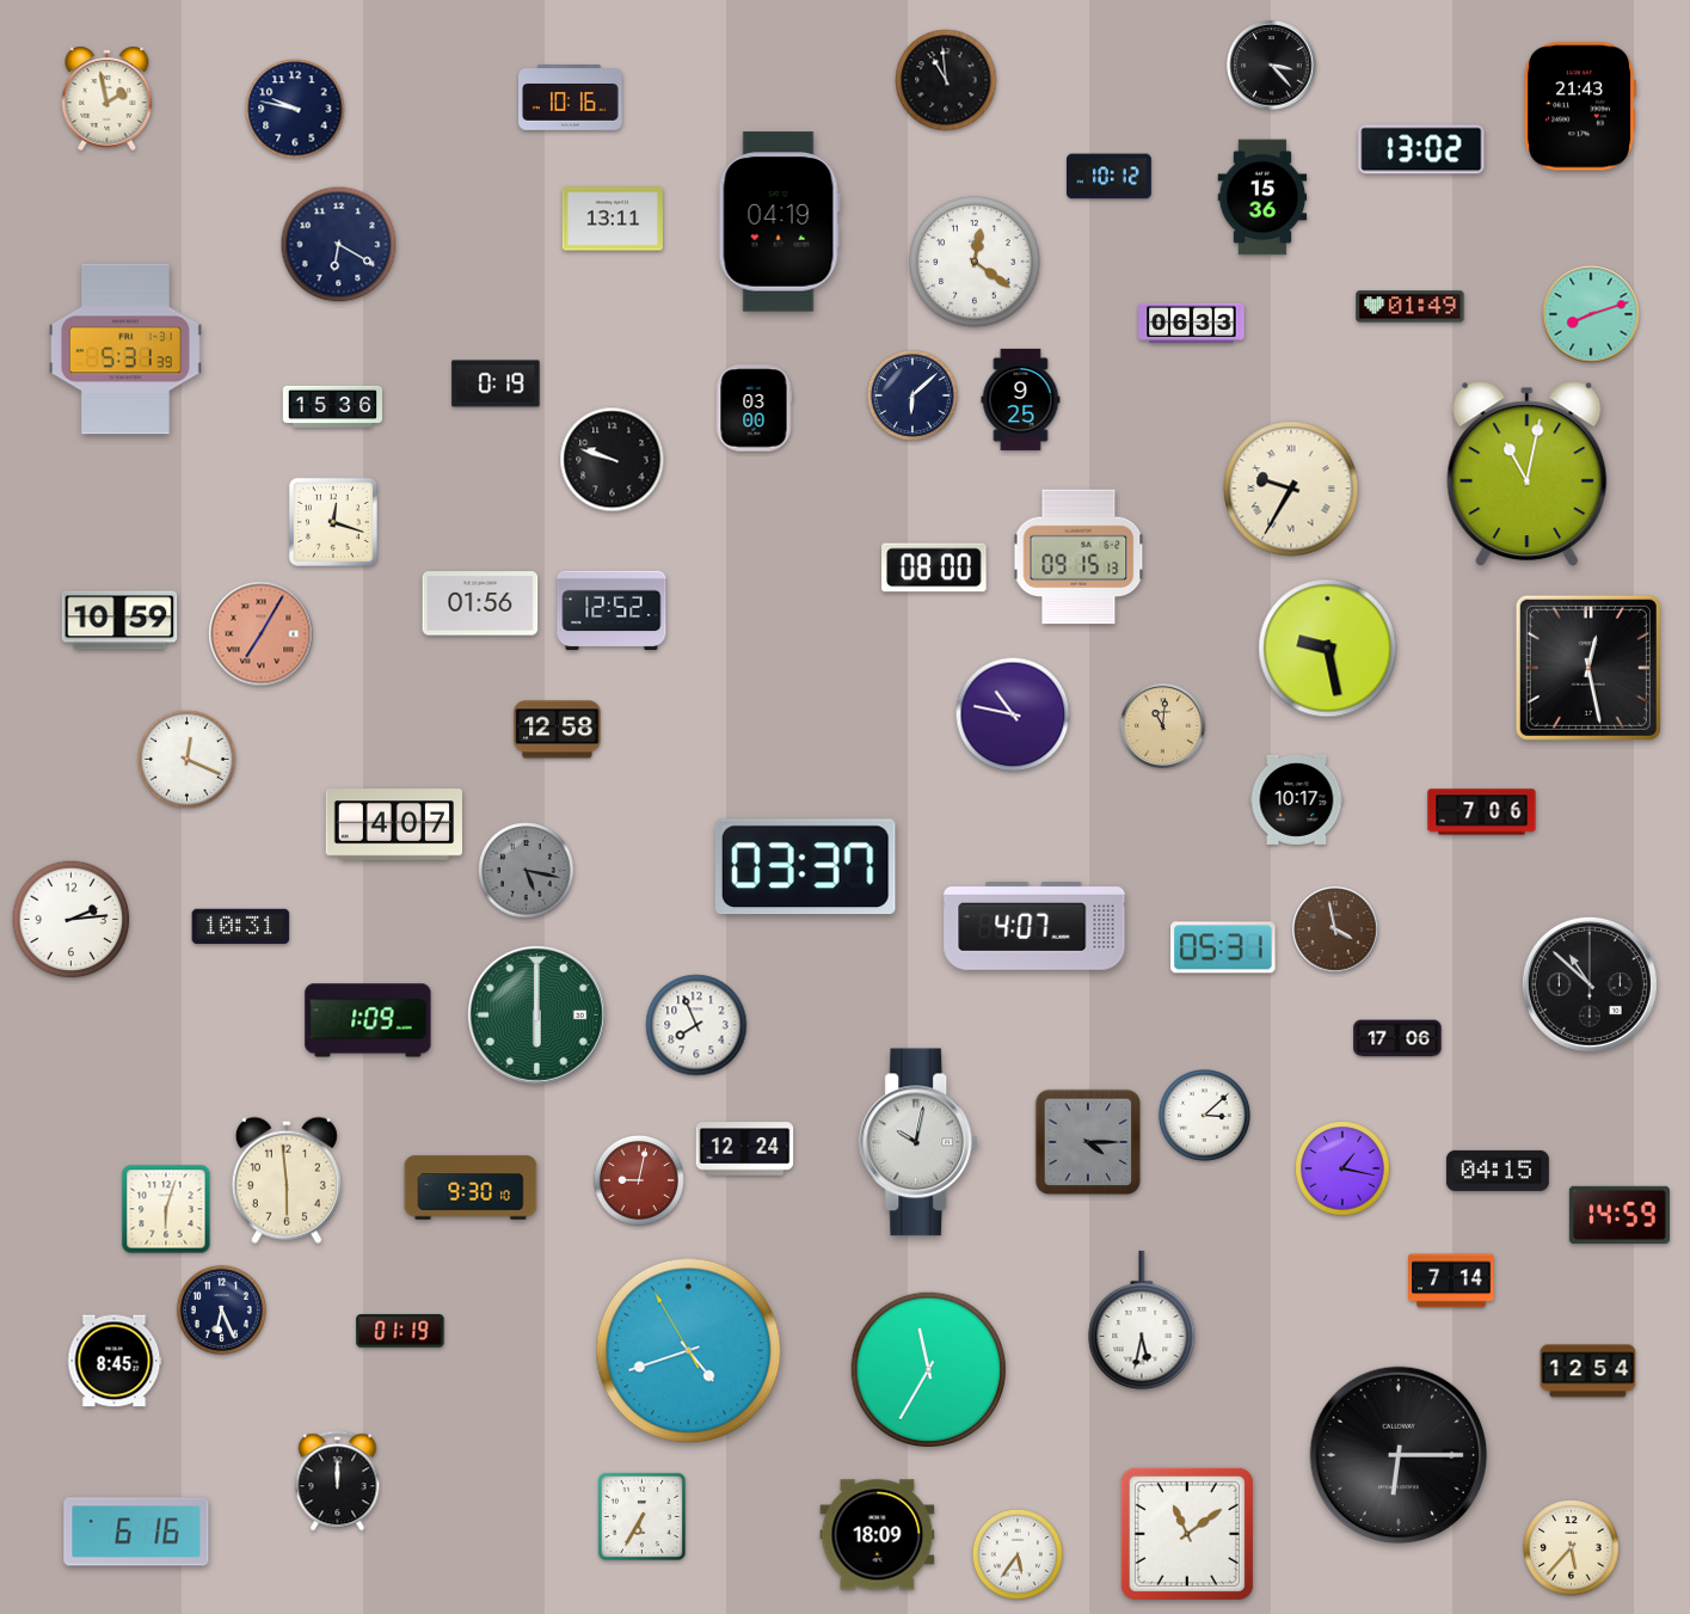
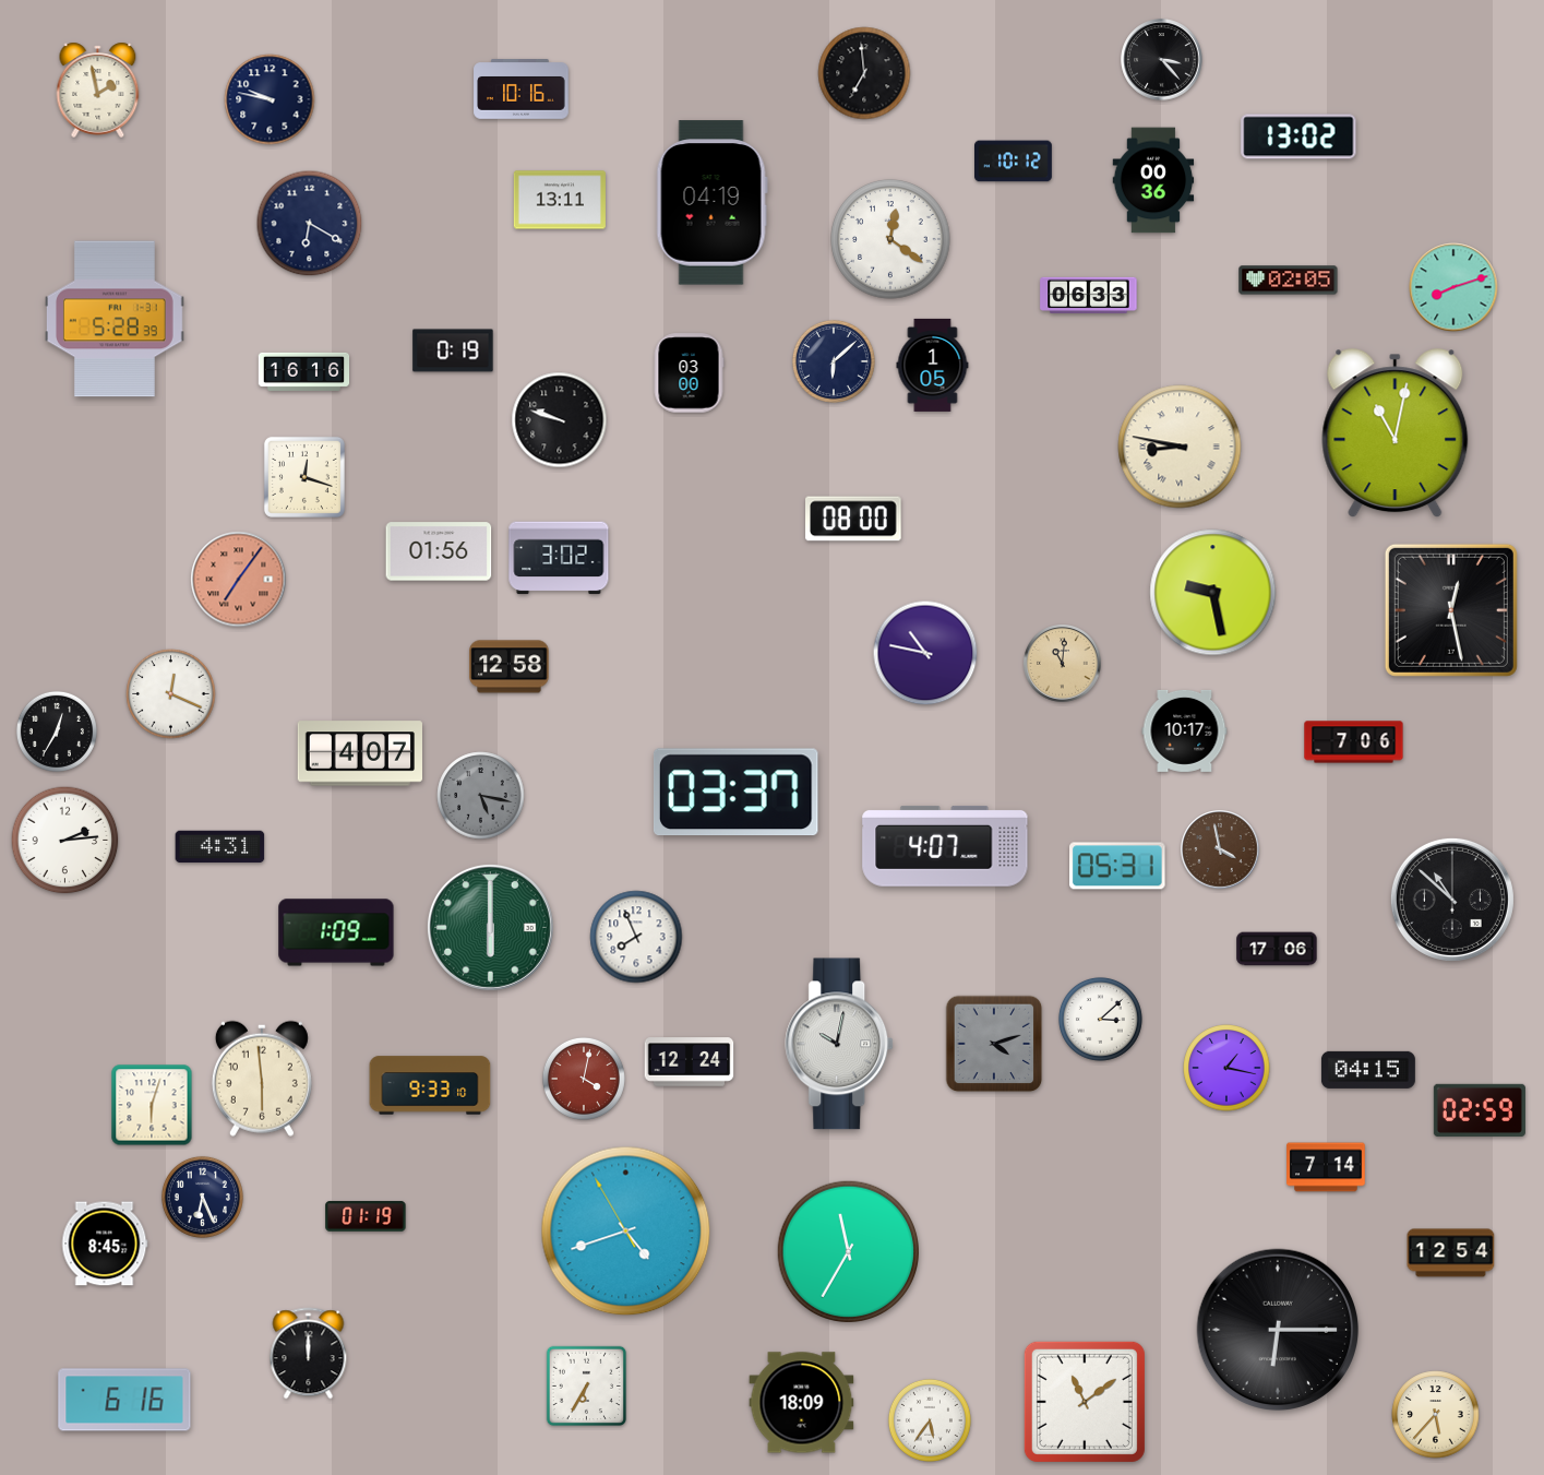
clock at (946, 80): 10:59 -> 6:59
clock at (1580, 106): 21:43 -> none
clock at (1262, 197): 15:36 -> 00:36
clock at (1411, 307): 01:49 -> 02:05
clock at (125, 349): 5:31 -> 5:28
clock at (1021, 399): 9:25 -> 1:05
clock at (333, 406): 15:36 -> 16:16
clock at (1291, 489): 9:35 -> 8:47
clock at (1078, 557): 09:15 -> none
clock at (612, 610): 12:52 -> 3:02
clock at (119, 620): 10:59 -> none
clock at (262, 634): 7:05 -> 7:06
clock at (57, 731): none -> 12:35
clock at (241, 927): 10:31 -> 4:31
clock at (1088, 1142): 4:15 -> 4:12
clock at (745, 1149) position: (745, 1149) -> (690, 1062)
clock at (639, 1180): 9:02 -> 4:02
clock at (471, 1188): 9:30 -> 9:33
clock at (1620, 1214): 14:59 -> 02:59
clock at (1451, 1281) position: (1451, 1281) -> (1326, 1167)
clock at (1142, 1320): 5:32 -> none
clock at (689, 1351) position: (689, 1351) -> (626, 1232)
